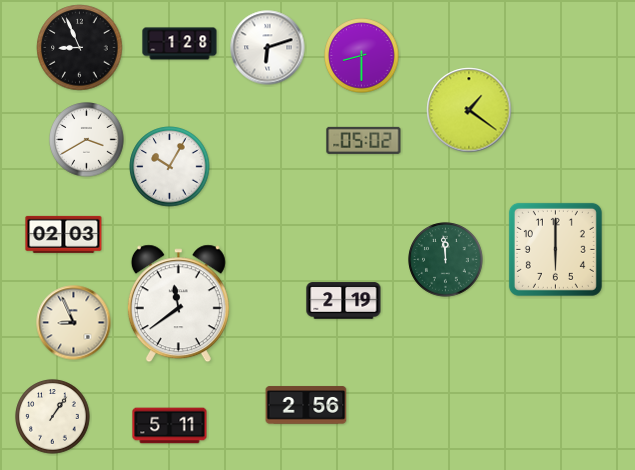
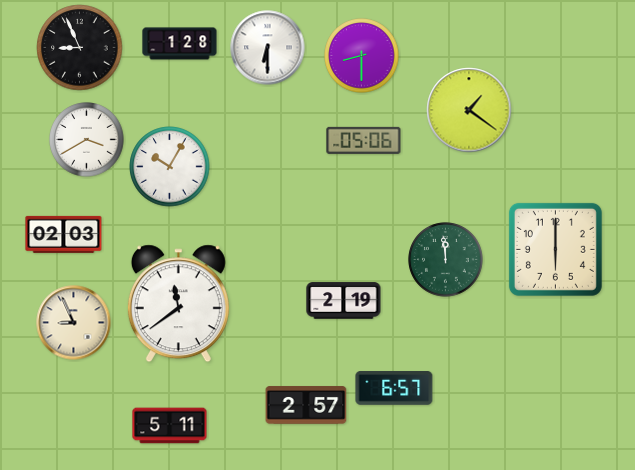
clock at (268, 48): 6:12 -> 6:30
clock at (364, 140): 05:02 -> 05:06
clock at (394, 389): none -> 6:57
clock at (306, 405): 2:56 -> 2:57
clock at (53, 417): 1:06 -> none
